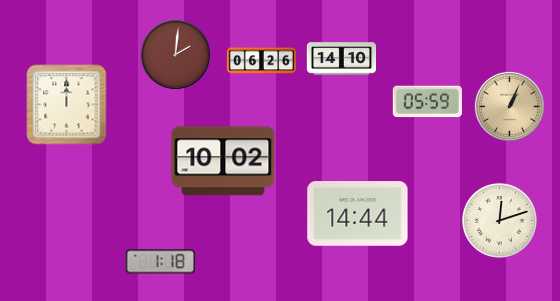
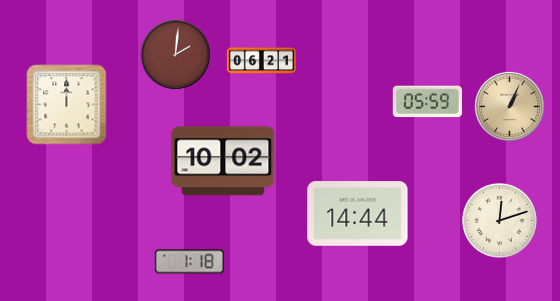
clock at (342, 59): 14:10 -> none
clock at (262, 61): 06:26 -> 06:21
clock at (160, 262) position: (160, 262) -> (189, 262)
